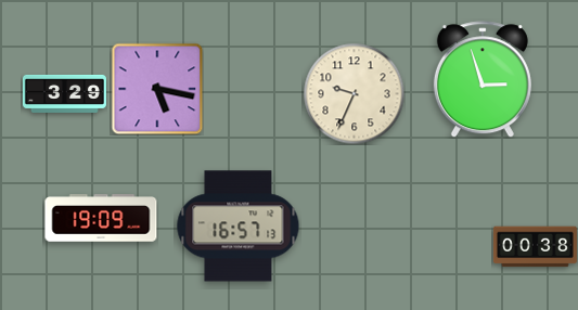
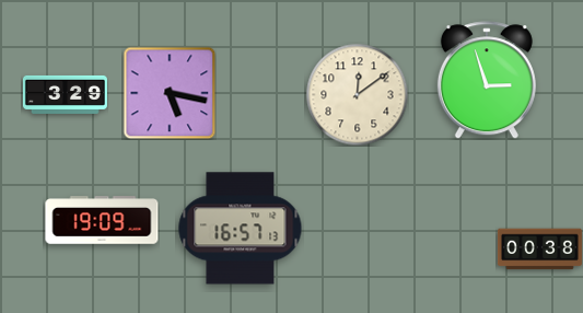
clock at (157, 89) position: (157, 89) -> (170, 93)
clock at (354, 93): 9:34 -> 12:09
